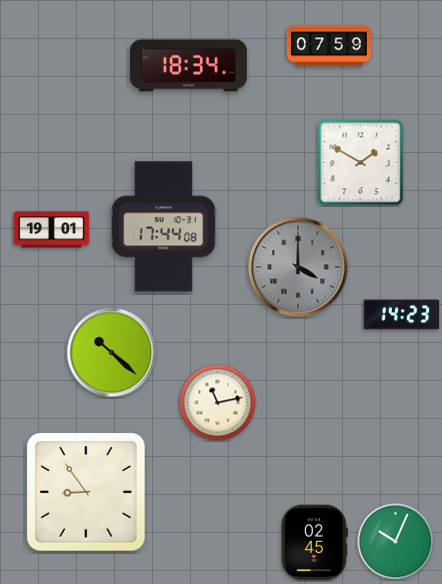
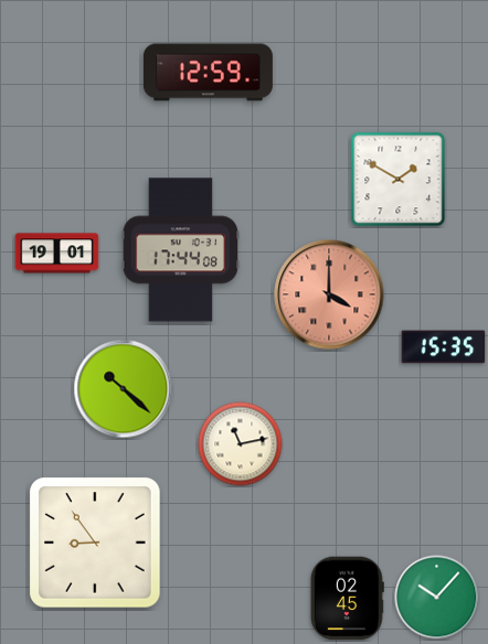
clock at (329, 46): 07:59 -> none
clock at (188, 66): 18:34 -> 12:59
clock at (298, 267) dial: grey -> salmon
clock at (402, 315): 14:23 -> 15:35
clock at (396, 542): 10:04 -> 10:07
